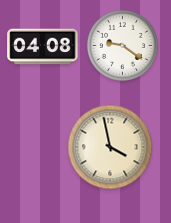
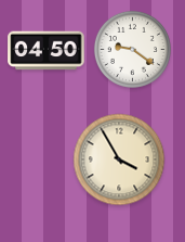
clock at (43, 47): 04:08 -> 04:50
clock at (110, 147): 3:58 -> 3:55
